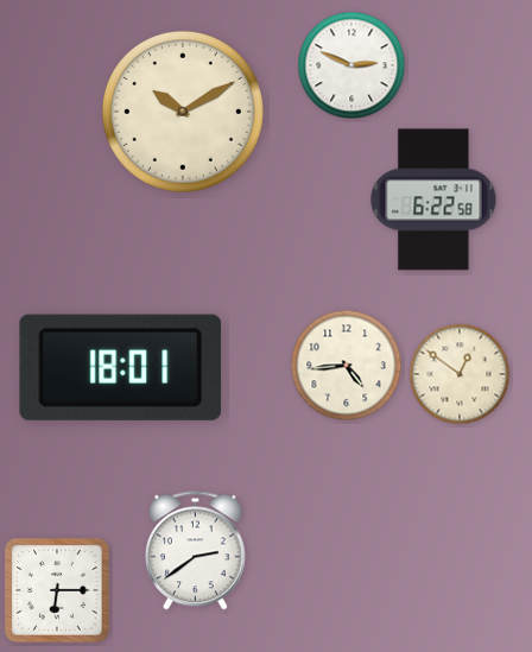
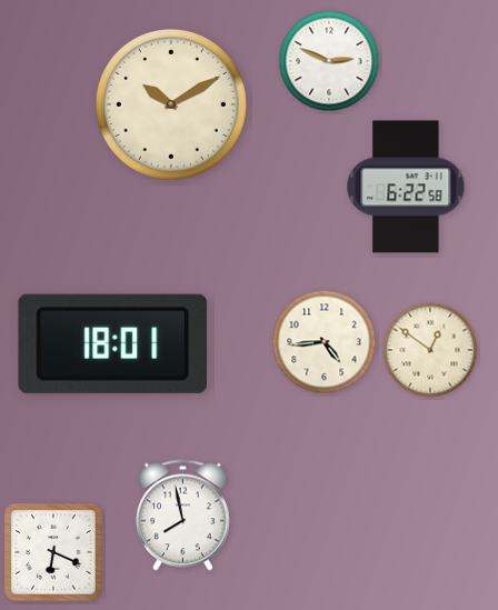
clock at (195, 551): 2:39 -> 7:58
clock at (57, 590): 6:15 -> 6:19
